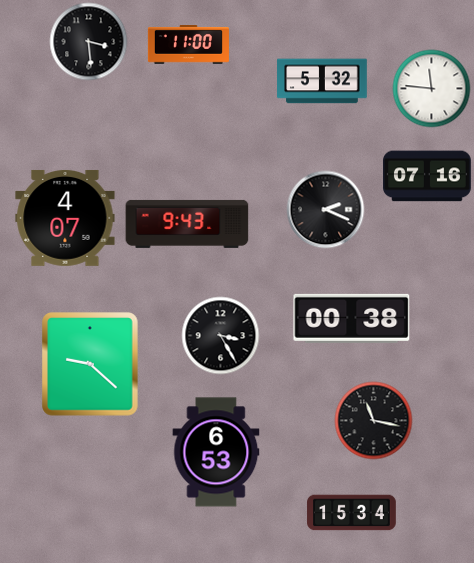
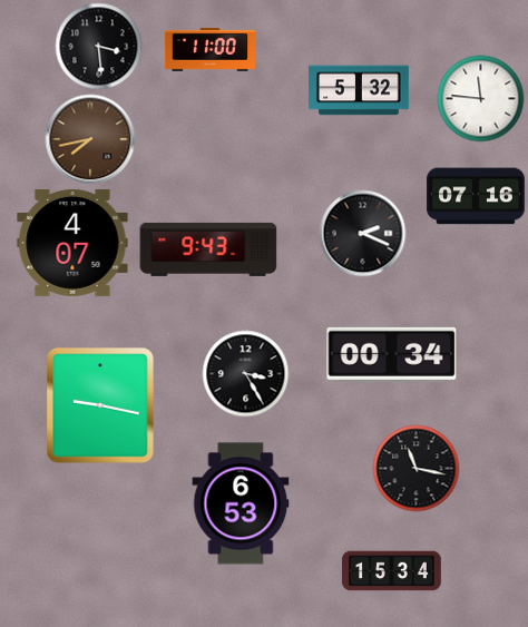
clock at (90, 139): none -> 7:43
clock at (352, 318): 00:38 -> 00:34
clock at (90, 364): 9:22 -> 9:17
